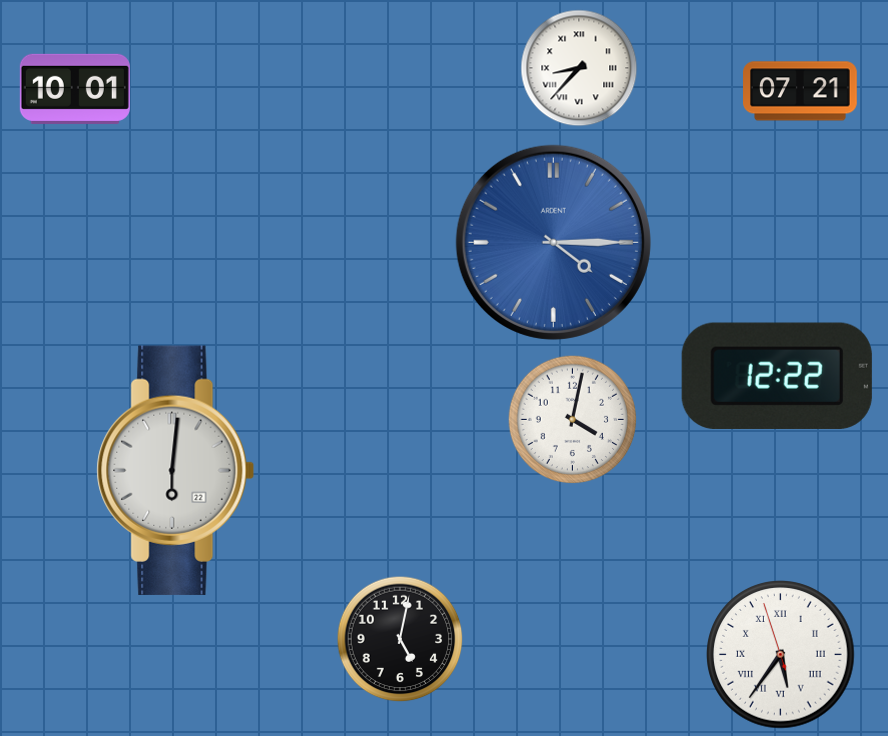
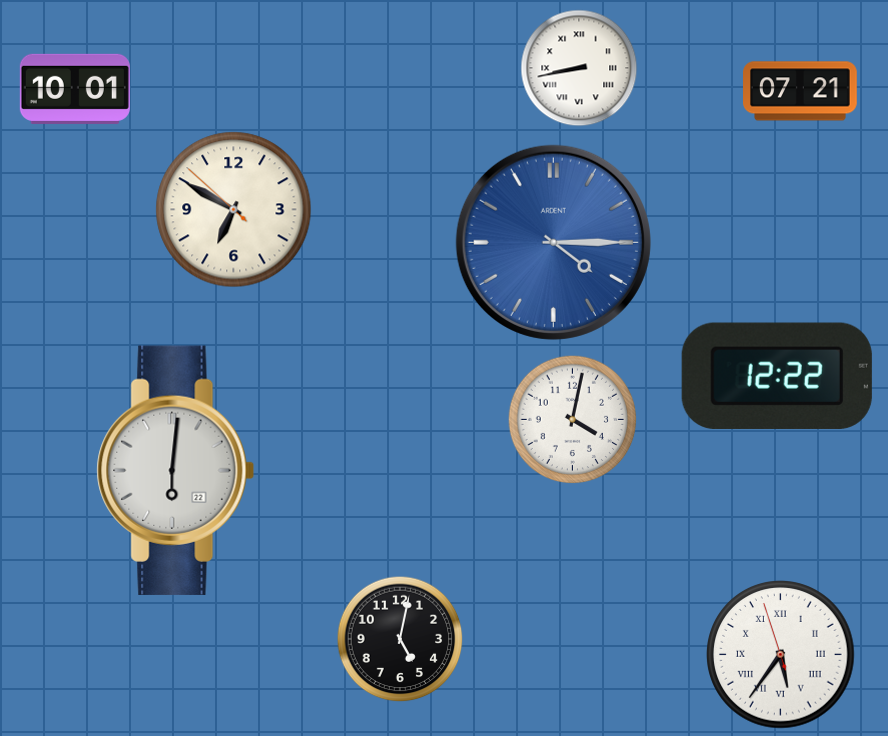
clock at (579, 68): 8:37 -> 8:43
clock at (234, 210): none -> 6:49
